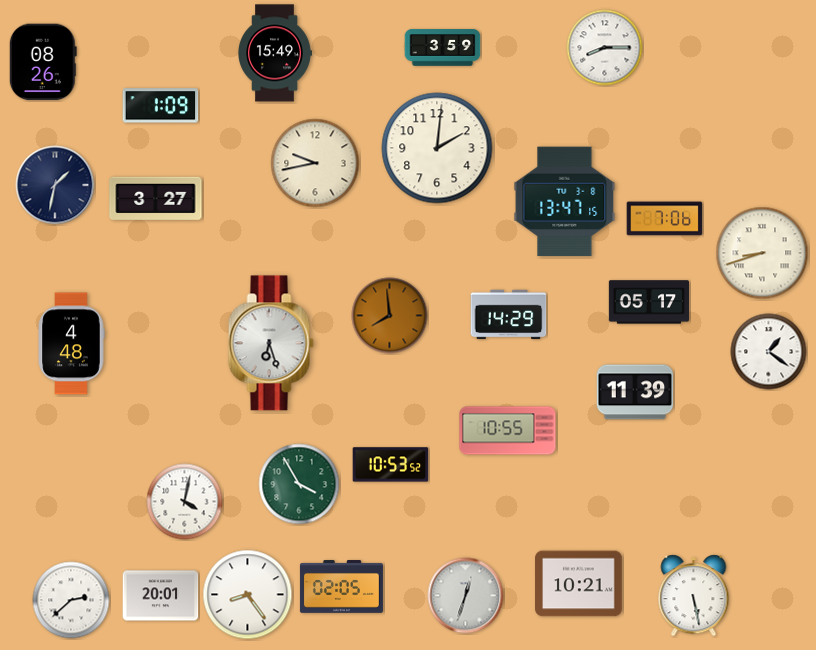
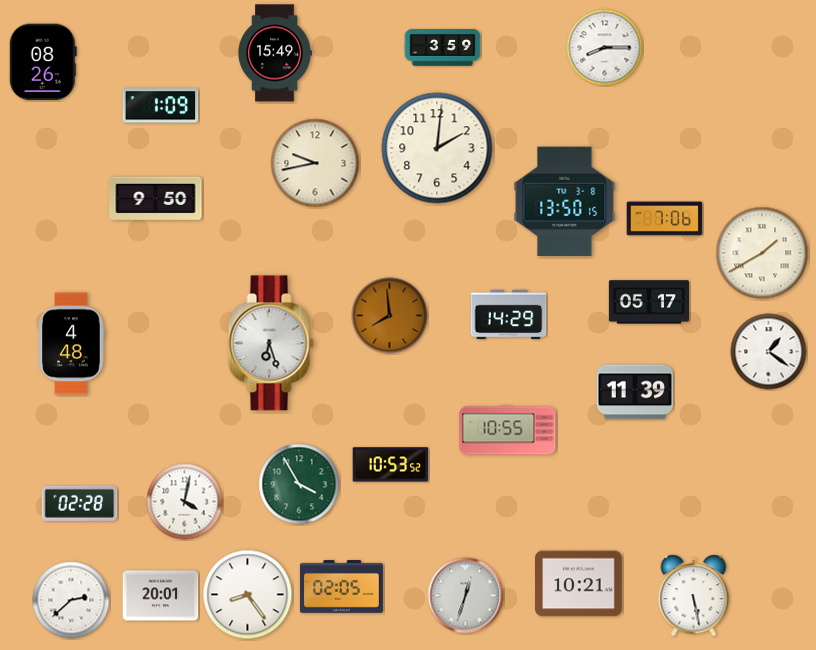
clock at (55, 185): 1:32 -> none
clock at (156, 199): 3:27 -> 9:50
clock at (565, 202): 13:47 -> 13:50
clock at (762, 253): 8:42 -> 1:40
clock at (80, 503): none -> 02:28
